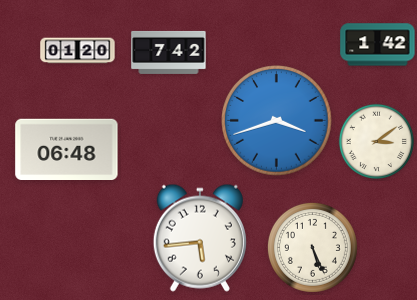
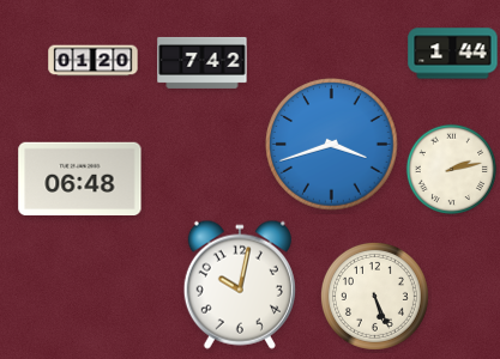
clock at (378, 45): 1:42 -> 1:44
clock at (376, 141): 3:09 -> 2:13
clock at (200, 238): 5:44 -> 10:02
